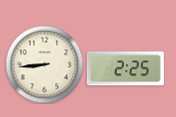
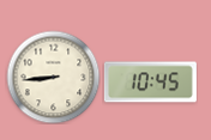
clock at (125, 69): 2:25 -> 10:45
